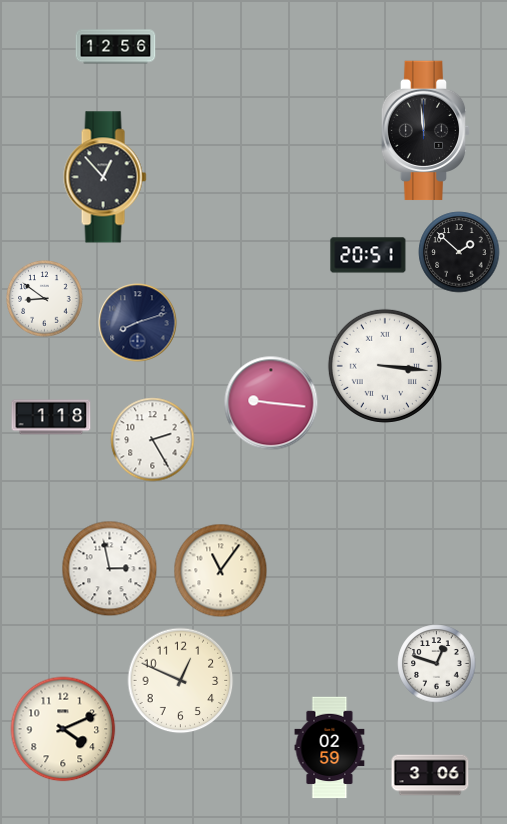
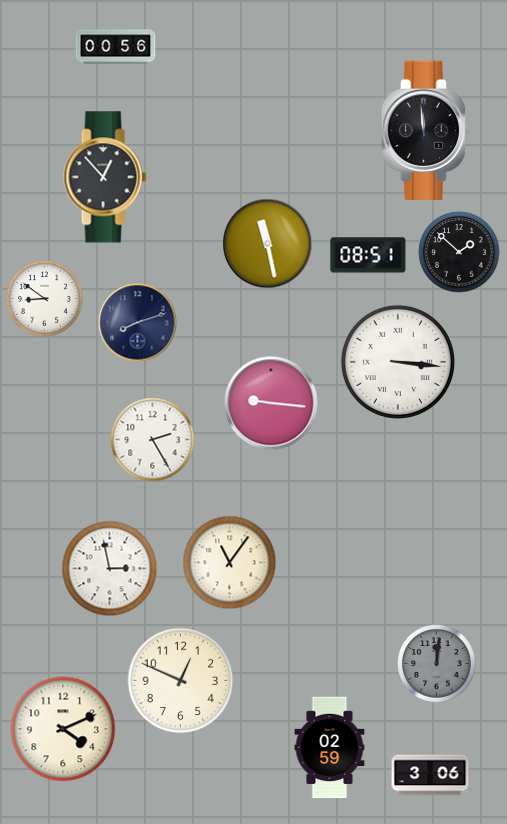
clock at (116, 47): 12:56 -> 00:56
clock at (268, 244): none -> 11:28
clock at (368, 255): 20:51 -> 08:51
clock at (385, 366) position: (385, 366) -> (398, 362)
clock at (51, 417): 1:18 -> none
clock at (221, 571) position: (221, 571) -> (230, 563)
clock at (437, 664): 12:48 -> 12:01
clock at (437, 664) dial: white -> grey
